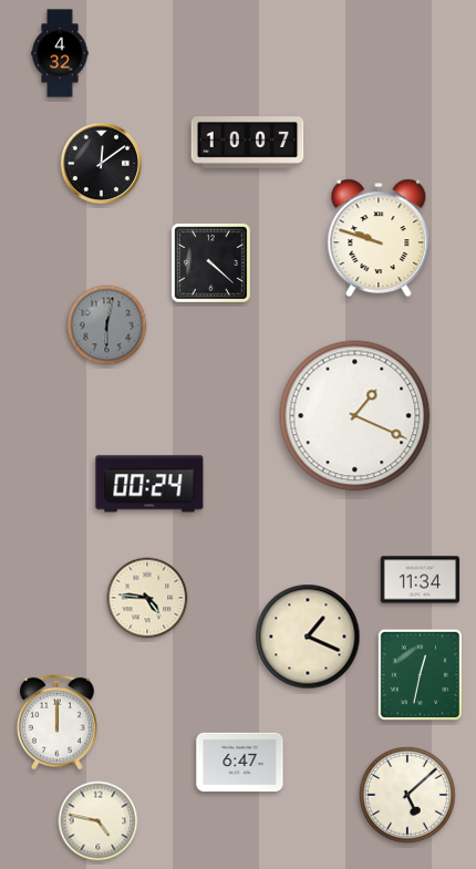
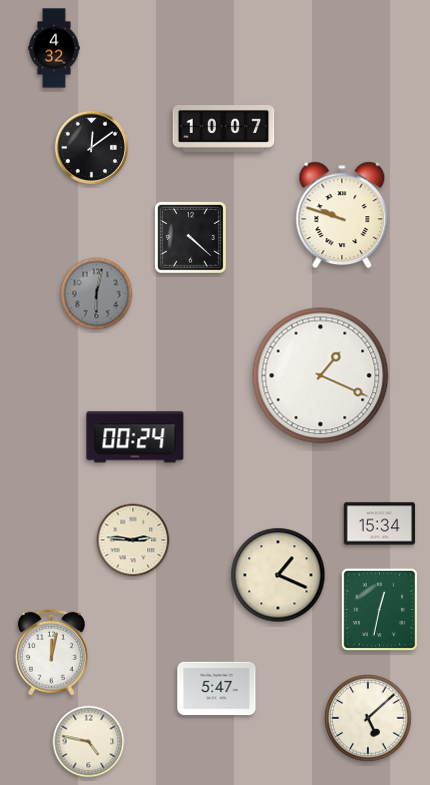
clock at (421, 580): 11:34 -> 15:34
clock at (147, 598): 4:46 -> 2:46
clock at (56, 722): 12:00 -> 12:02
clock at (240, 763): 6:47 -> 5:47
